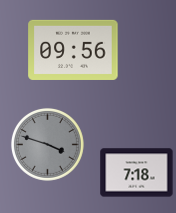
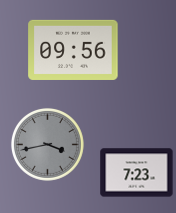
clock at (47, 144): 3:48 -> 3:43
clock at (137, 173): 7:18 -> 7:23
